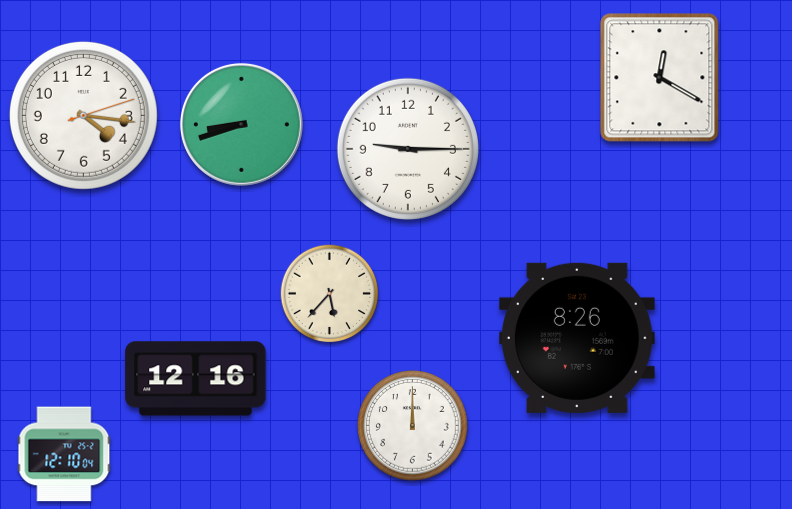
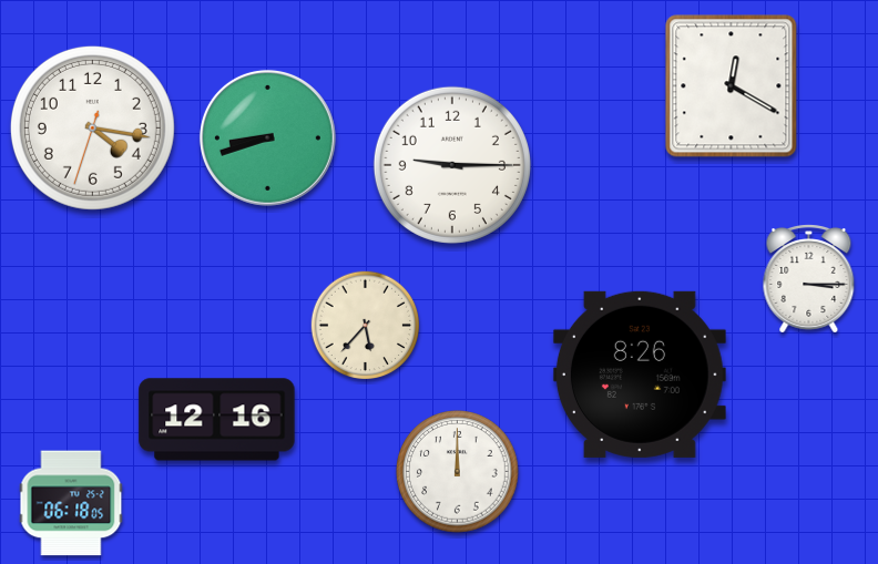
clock at (83, 115): 4:16:12 -> 4:16:33
clock at (809, 279): none -> 3:15
clock at (64, 454): 12:10 -> 06:18
